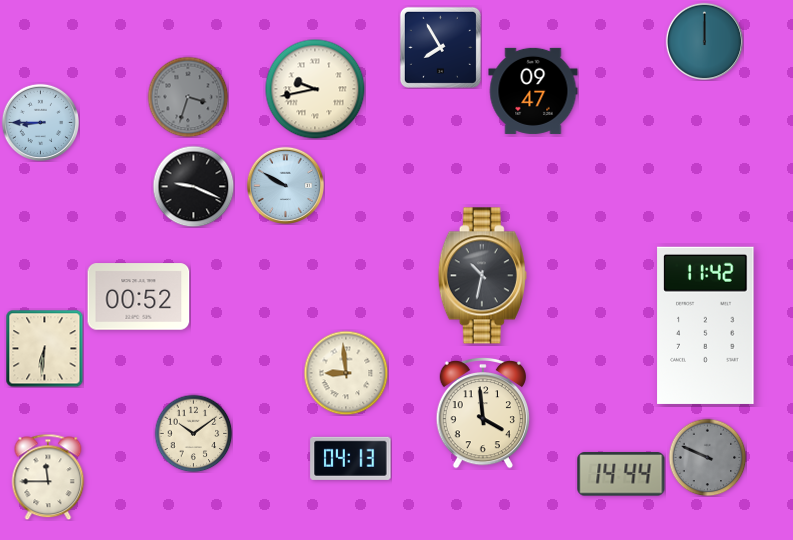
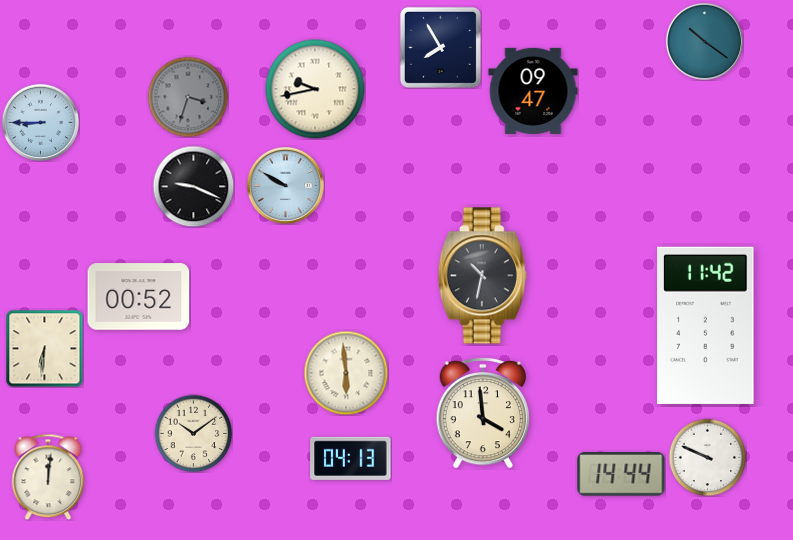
clock at (704, 41): 12:00 -> 10:21
clock at (346, 373): 8:59 -> 5:59
clock at (707, 457) dial: grey -> white
clock at (48, 477): 11:45 -> 12:01
